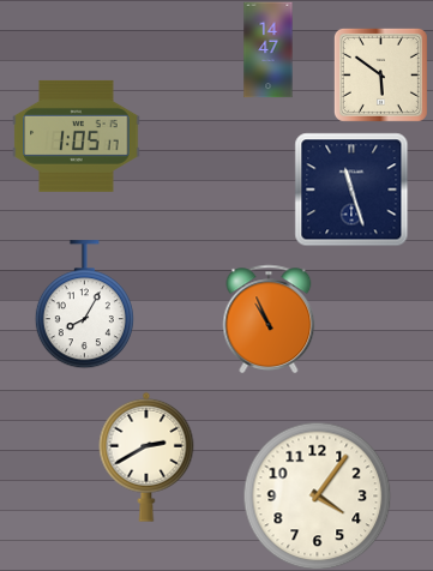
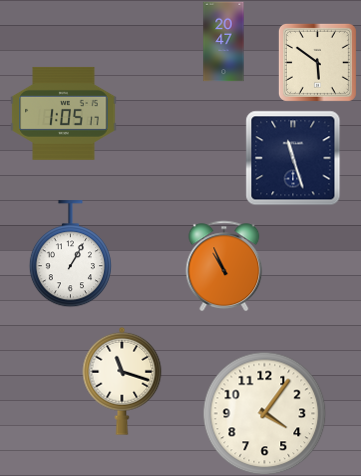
clock at (269, 49): 14:47 -> 20:47
clock at (84, 305): 8:05 -> 1:05
clock at (146, 457): 2:40 -> 11:18
